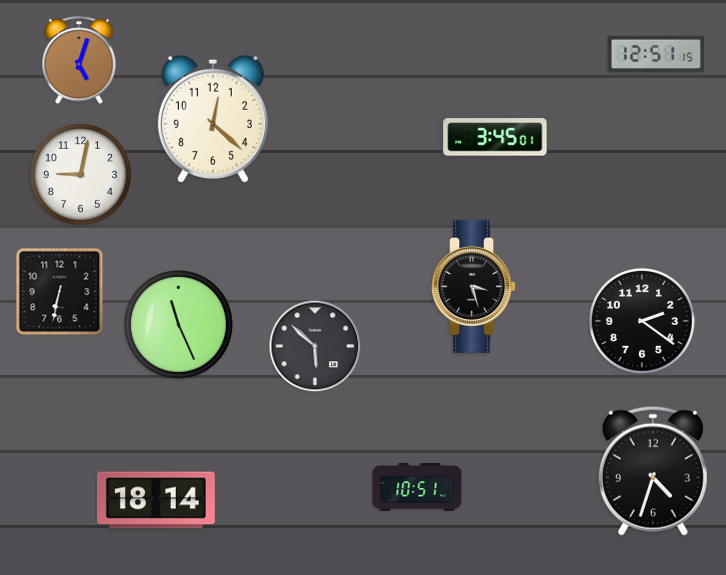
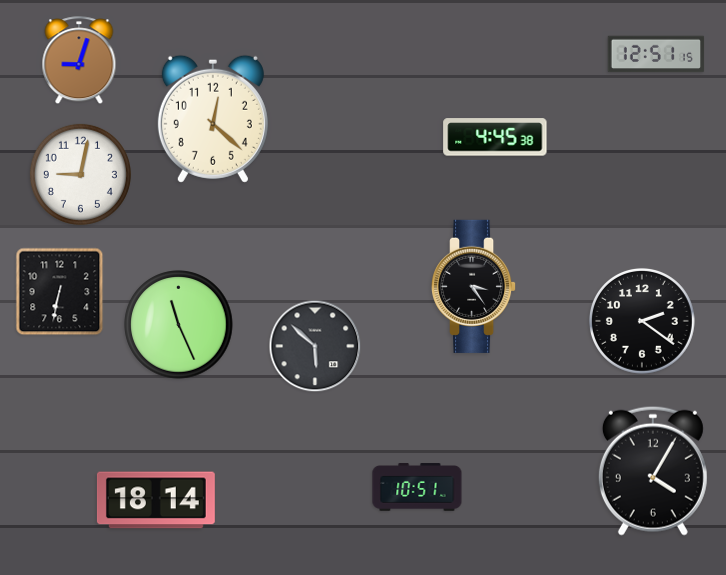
clock at (79, 61): 5:03 -> 9:03
clock at (495, 137): 3:45 -> 4:45
clock at (475, 286): 3:27 -> 3:24
clock at (653, 471): 4:33 -> 4:05
